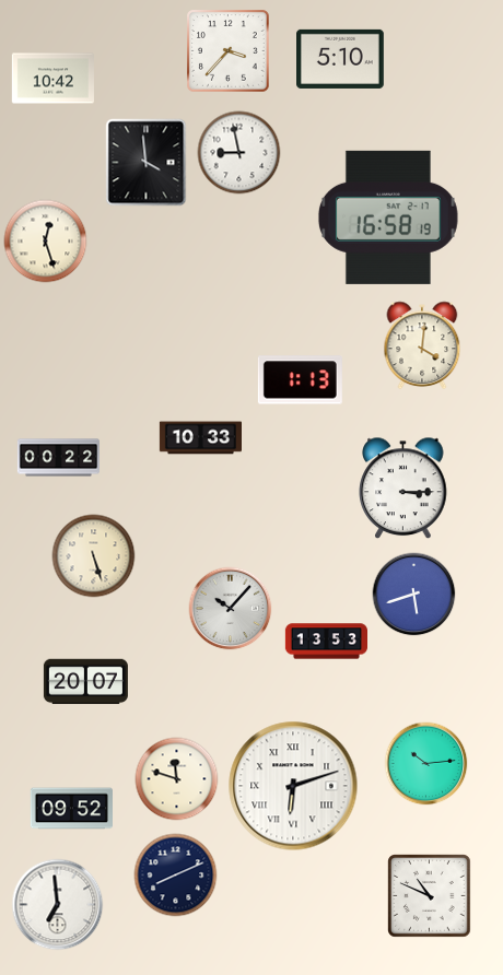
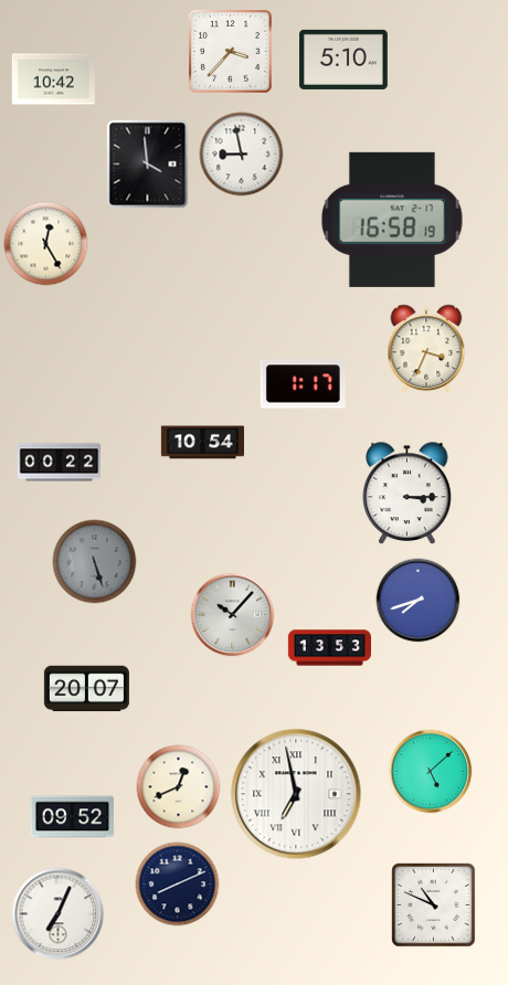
clock at (46, 242): 12:27 -> 12:25
clock at (422, 345): 4:01 -> 3:34
clock at (300, 380): 1:13 -> 1:17
clock at (200, 438): 10:33 -> 10:54
clock at (94, 556) dial: cream -> grey
clock at (414, 595): 5:42 -> 7:42
clock at (426, 764): 10:14 -> 5:08
clock at (177, 779): 11:48 -> 12:41
clock at (293, 786): 6:12 -> 6:58
clock at (58, 905): 6:59 -> 7:04
